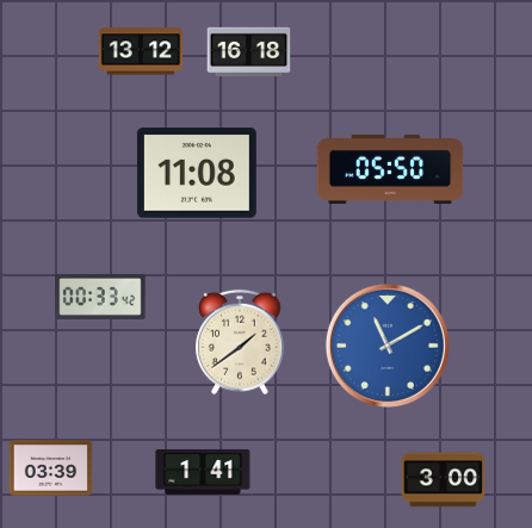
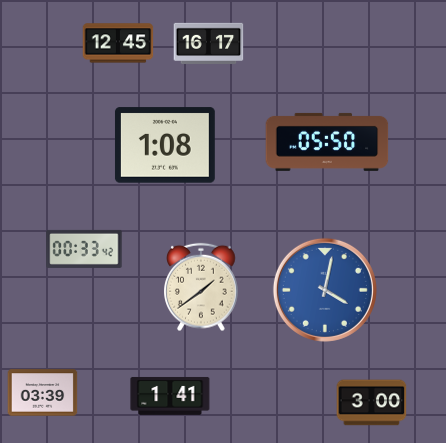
clock at (141, 51): 13:12 -> 12:45
clock at (249, 51): 16:18 -> 16:17
clock at (197, 173): 11:08 -> 1:08
clock at (388, 346): 11:10 -> 4:02
